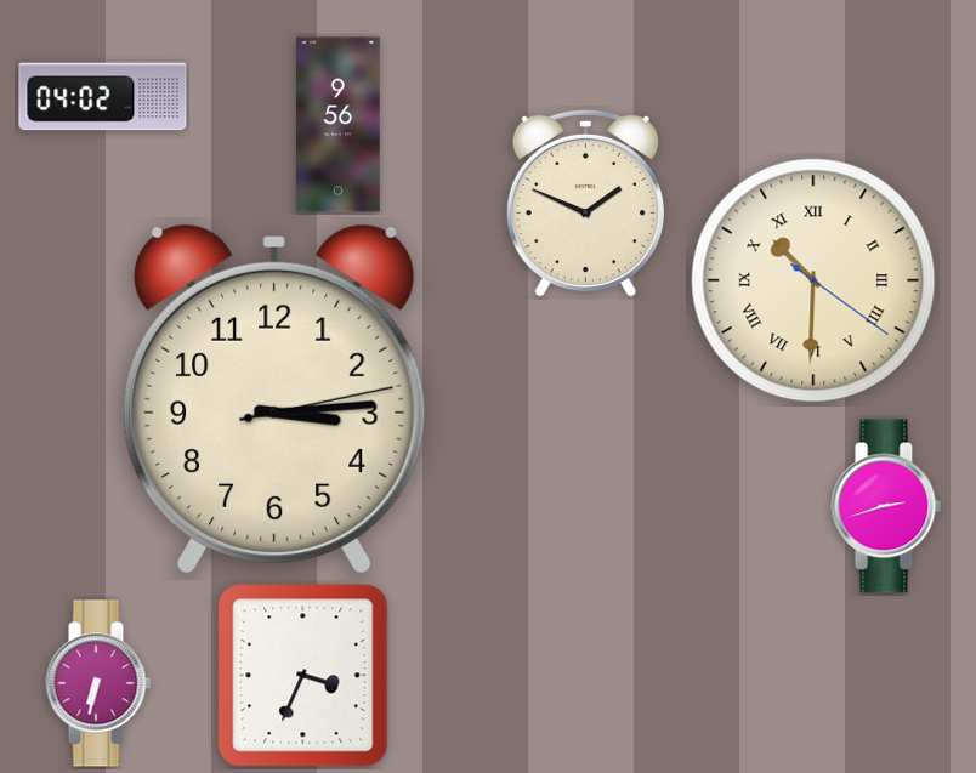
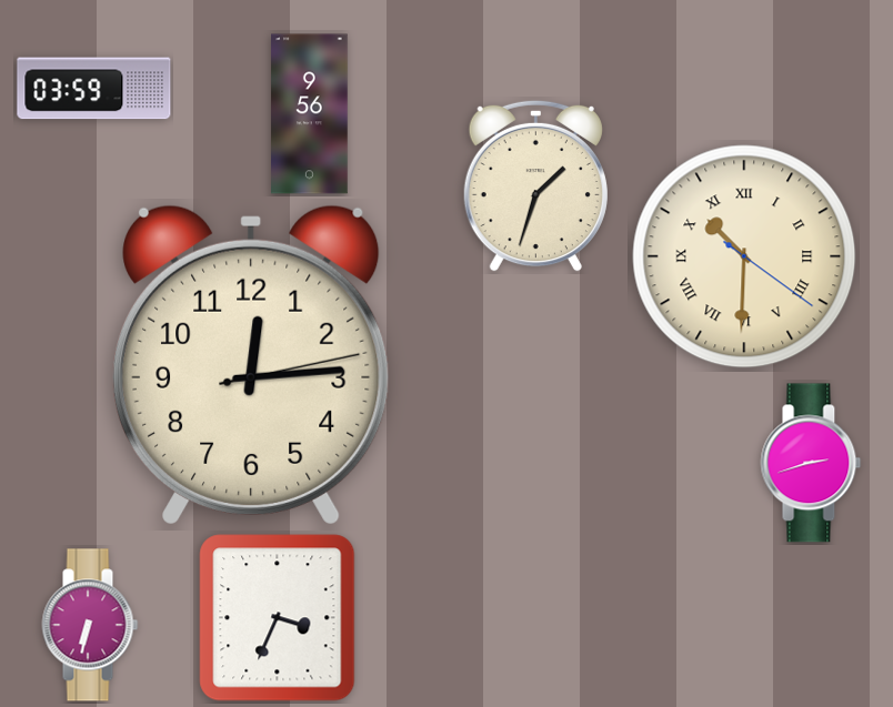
clock at (103, 97): 04:02 -> 03:59
clock at (585, 203): 1:49 -> 1:33
clock at (276, 399): 3:14 -> 12:14
